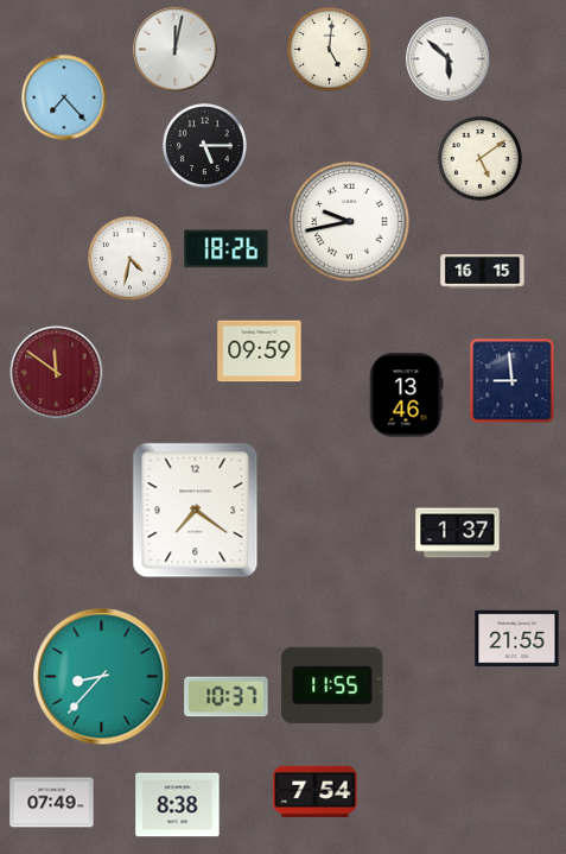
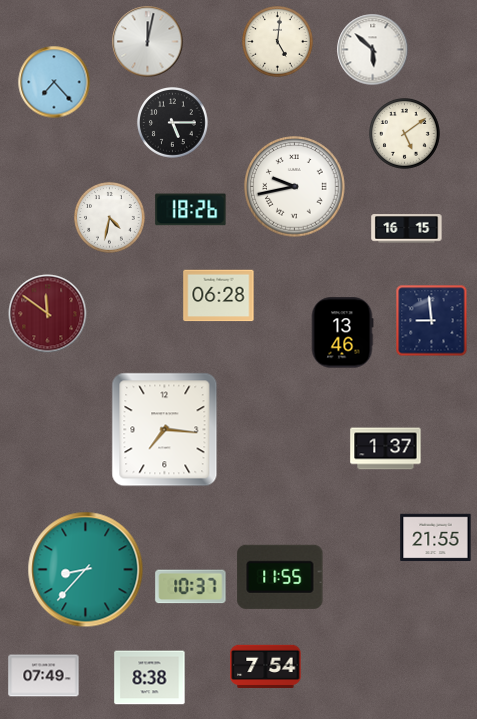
clock at (449, 59) position: (449, 59) -> (373, 50)
clock at (260, 352): 09:59 -> 06:28
clock at (196, 511): 7:21 -> 7:16
